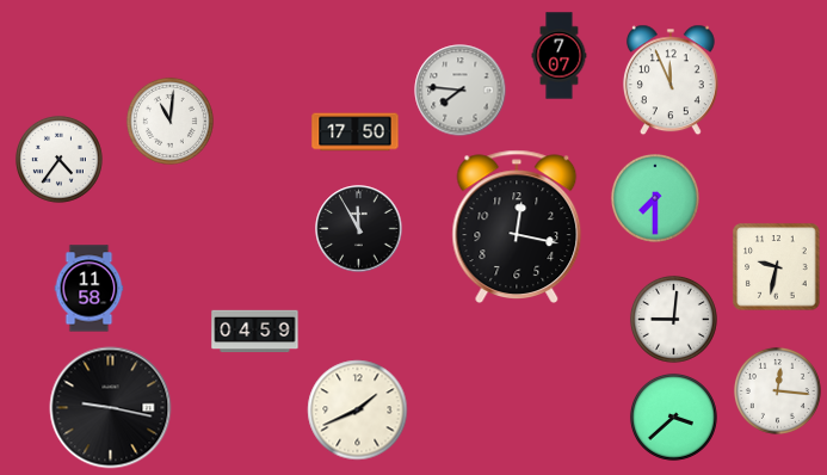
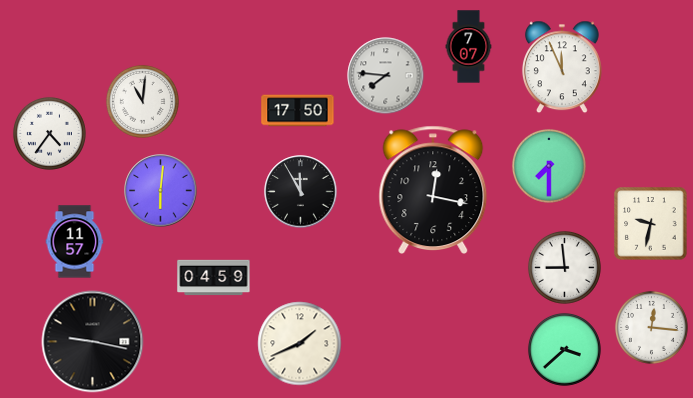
clock at (161, 191): none -> 6:01
clock at (90, 289): 11:58 -> 11:57
clock at (673, 319): 9:01 -> 8:59
